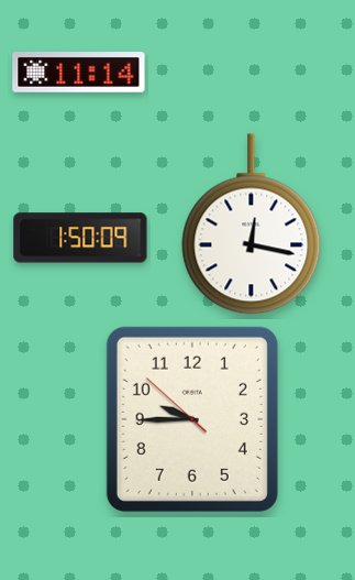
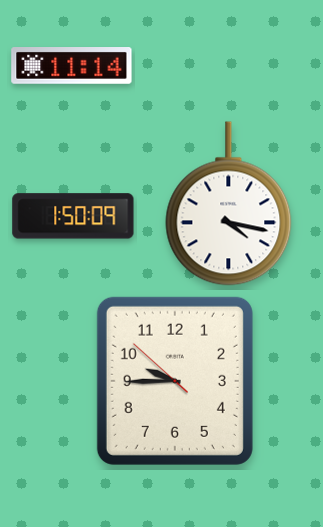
clock at (252, 225): 12:17 -> 4:17
